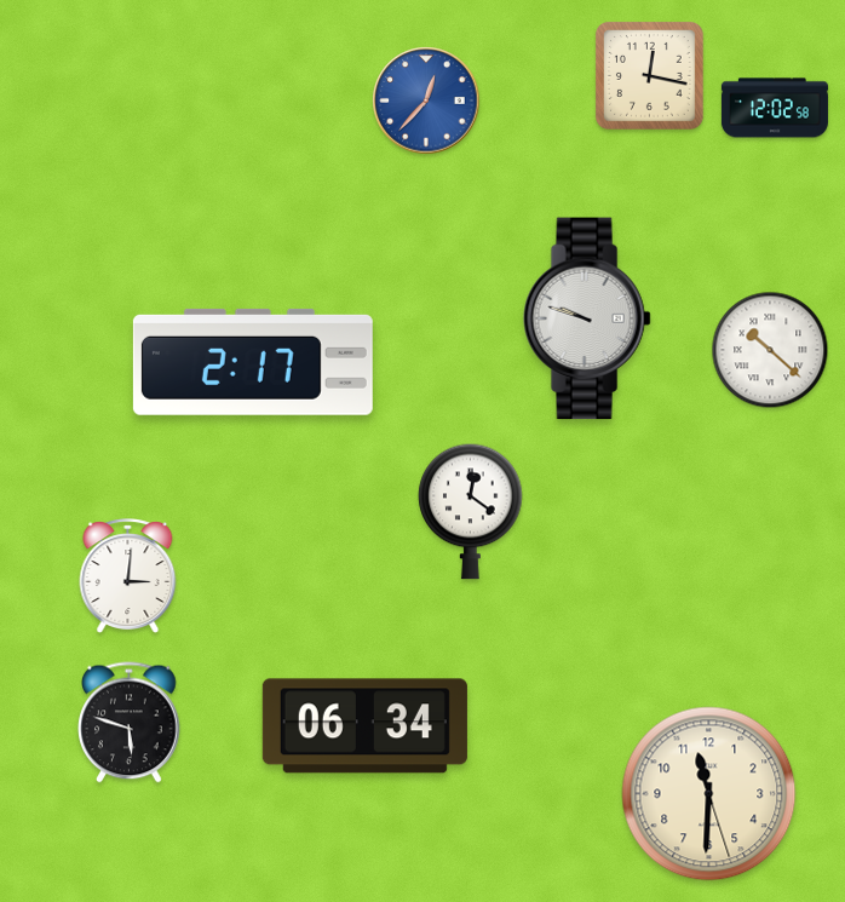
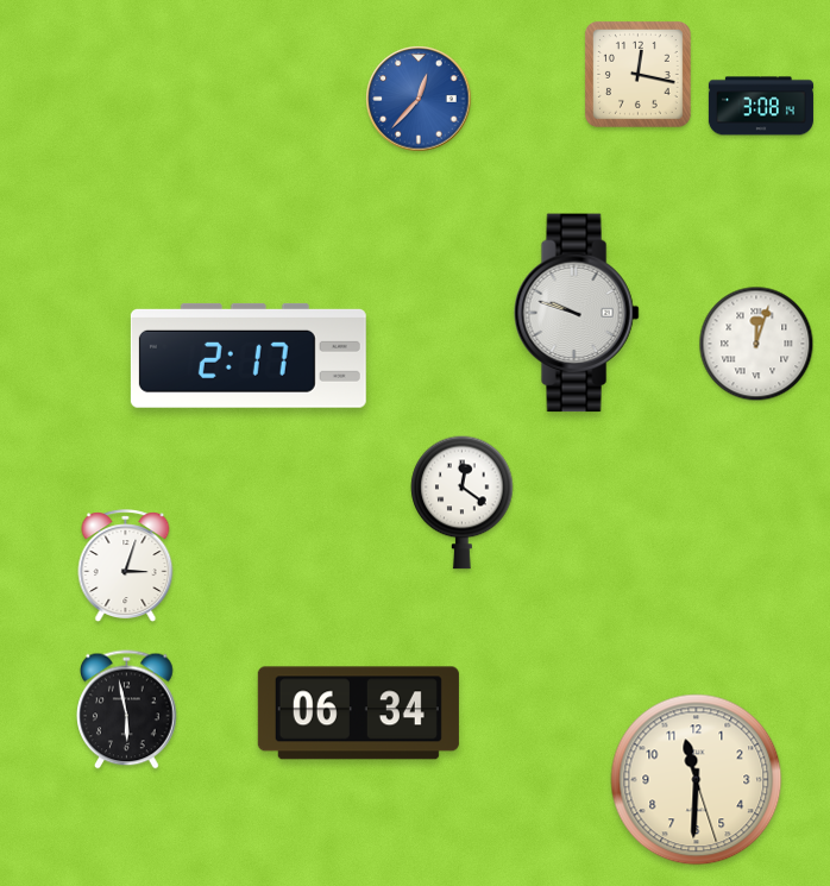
clock at (775, 108): 12:02 -> 3:08
clock at (770, 350): 10:22 -> 12:03
clock at (128, 575): 3:01 -> 3:03
clock at (130, 723): 5:48 -> 5:58
